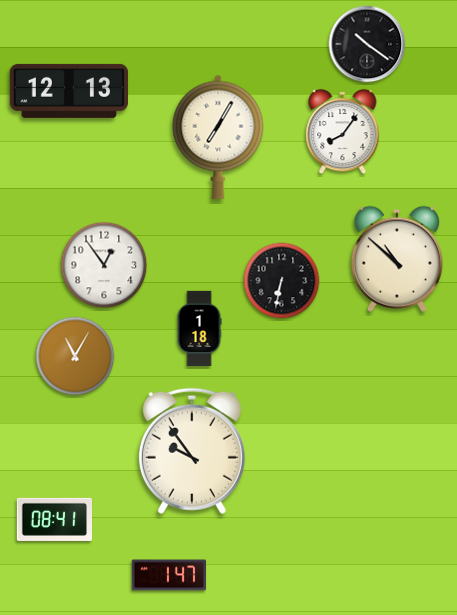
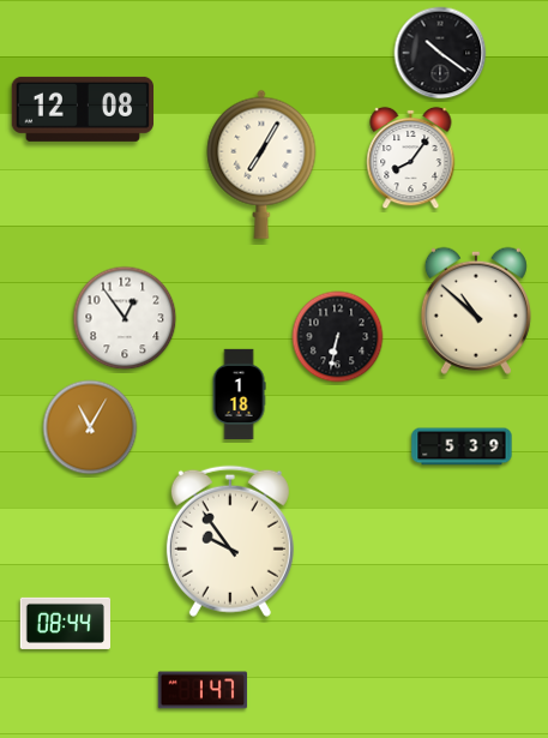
clock at (68, 91): 12:13 -> 12:08
clock at (462, 446): none -> 5:39
clock at (54, 519): 08:41 -> 08:44
